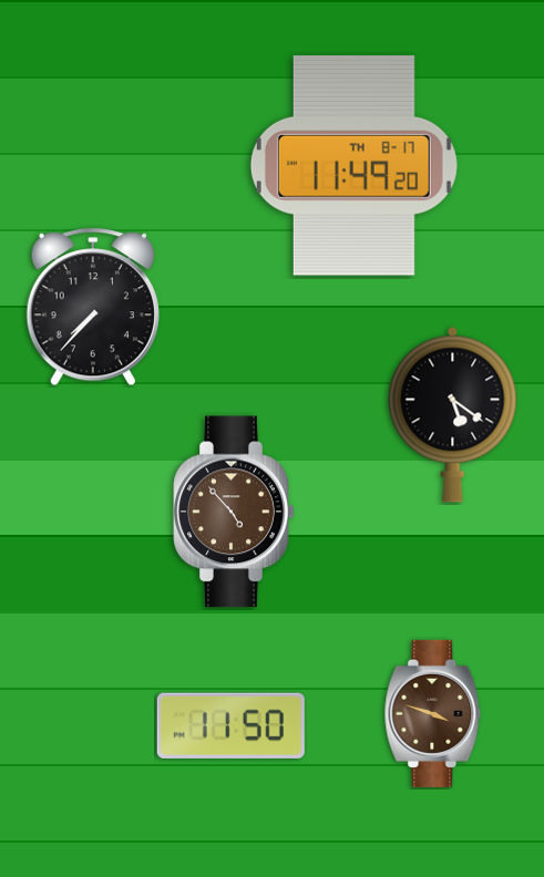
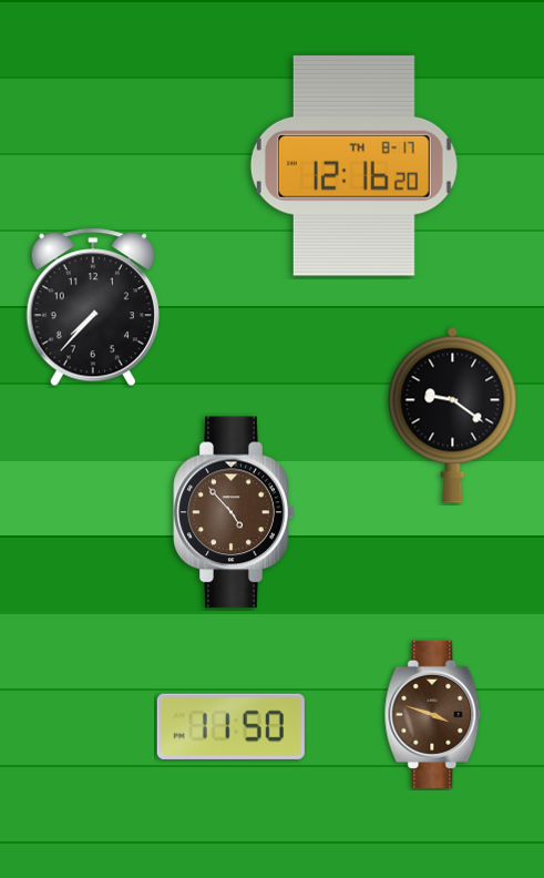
clock at (353, 166): 11:49 -> 12:16
clock at (453, 414): 5:21 -> 9:21
